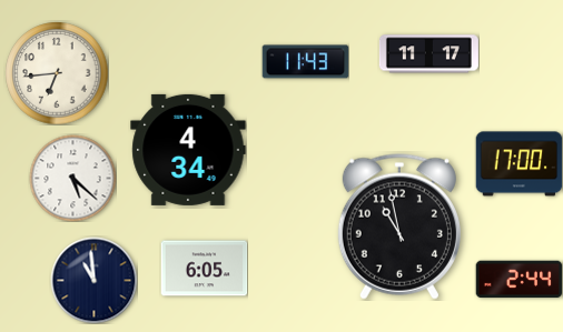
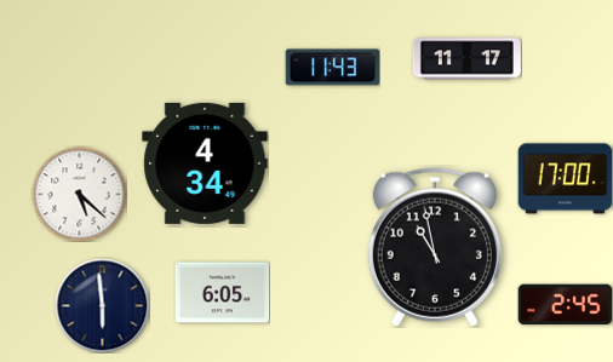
clock at (57, 73): 6:44 -> none
clock at (93, 280): 10:59 -> 5:59
clock at (518, 280): 2:44 -> 2:45
